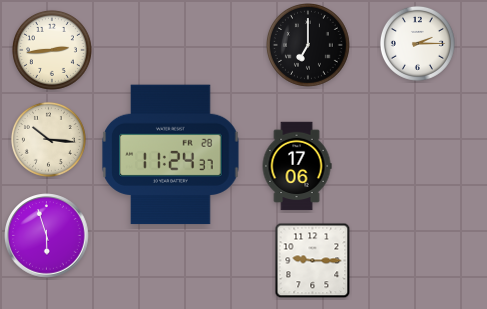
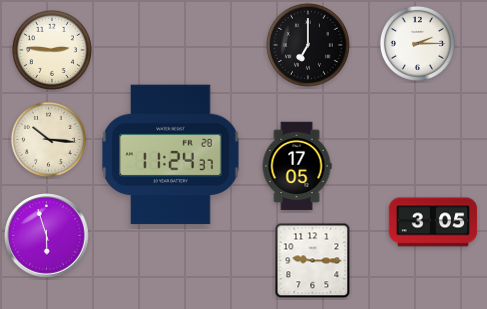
clock at (52, 50): 2:44 -> 2:46
clock at (297, 166): 17:06 -> 17:05
clock at (433, 222): none -> 3:05
